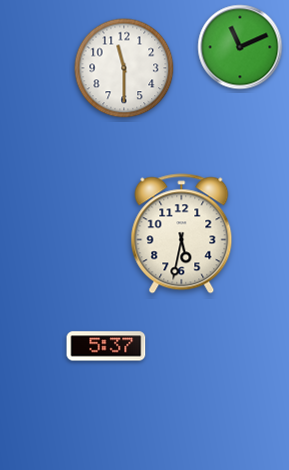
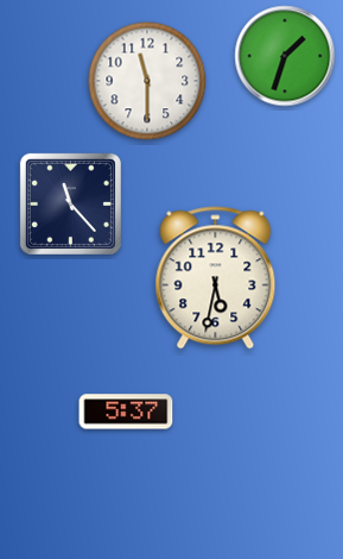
clock at (240, 47): 11:11 -> 1:33
clock at (70, 203): none -> 11:23
